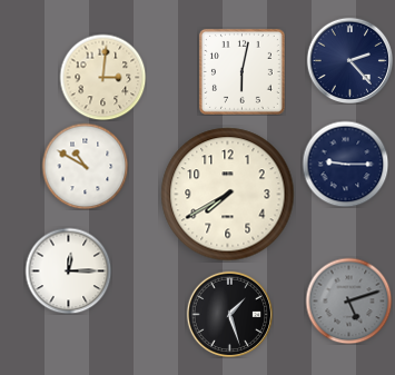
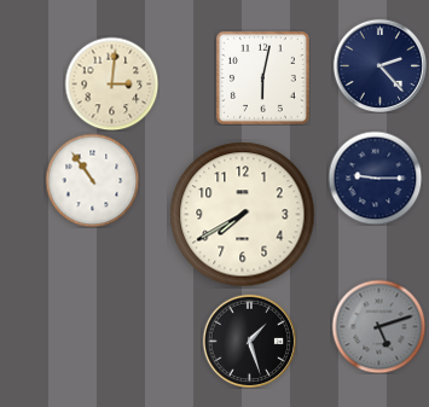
clock at (85, 166): 10:50 -> 10:54
clock at (228, 195) position: (228, 195) -> (243, 215)
clock at (68, 270): 12:15 -> none
